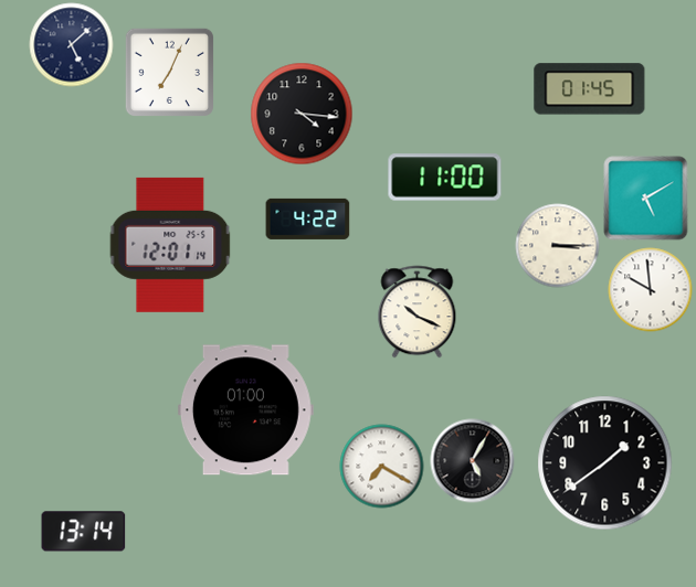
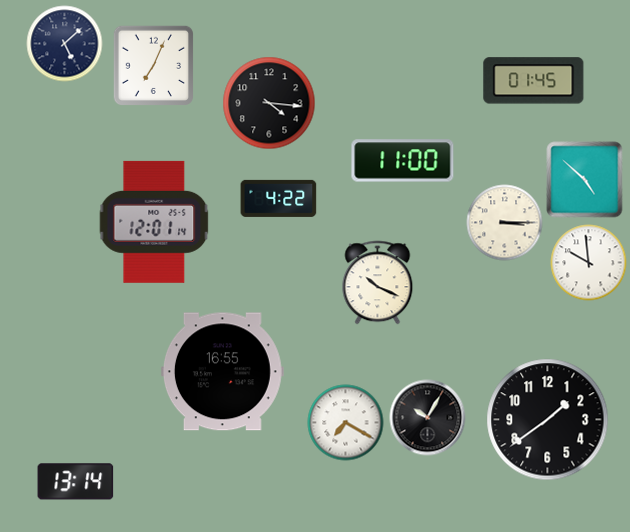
clock at (72, 45) position: (72, 45) -> (65, 44)
clock at (302, 114) position: (302, 114) -> (269, 103)
clock at (646, 199): 5:10 -> 4:52
clock at (245, 410): 01:00 -> 16:55
clock at (473, 461): 5:05 -> 10:05
